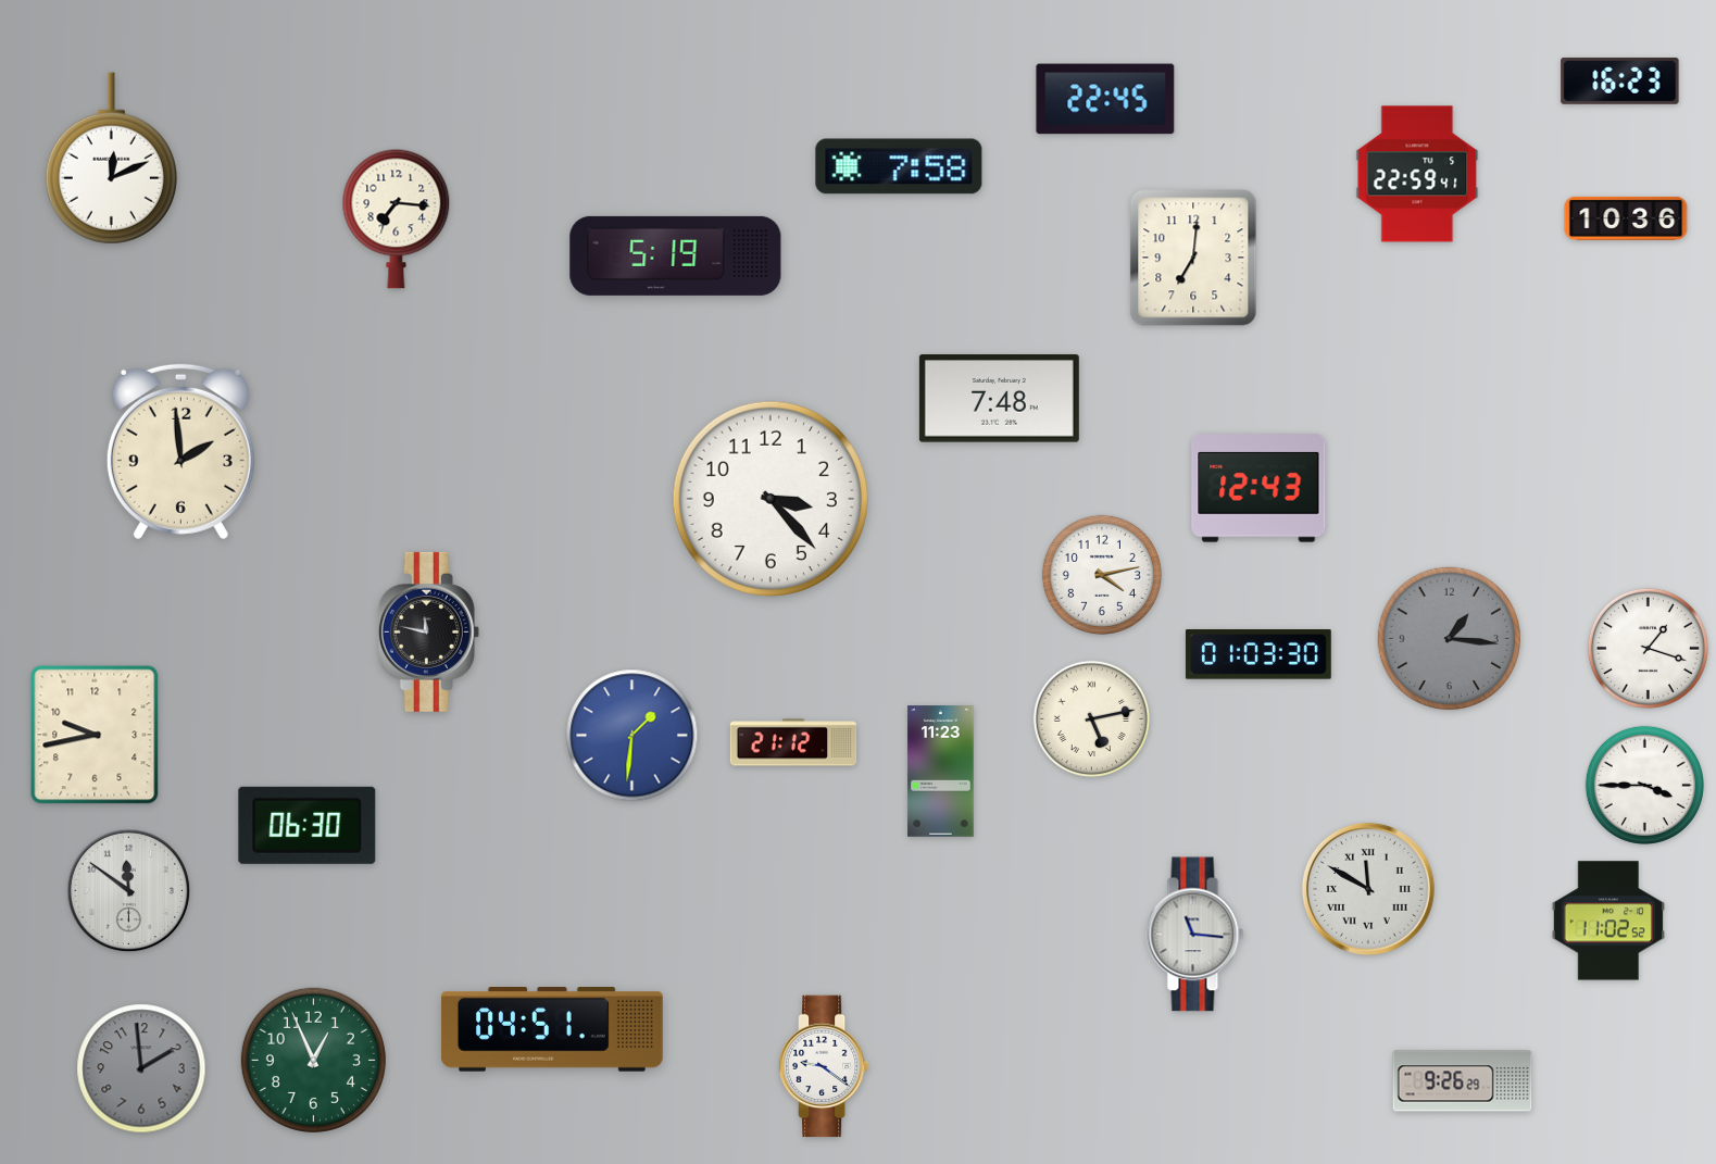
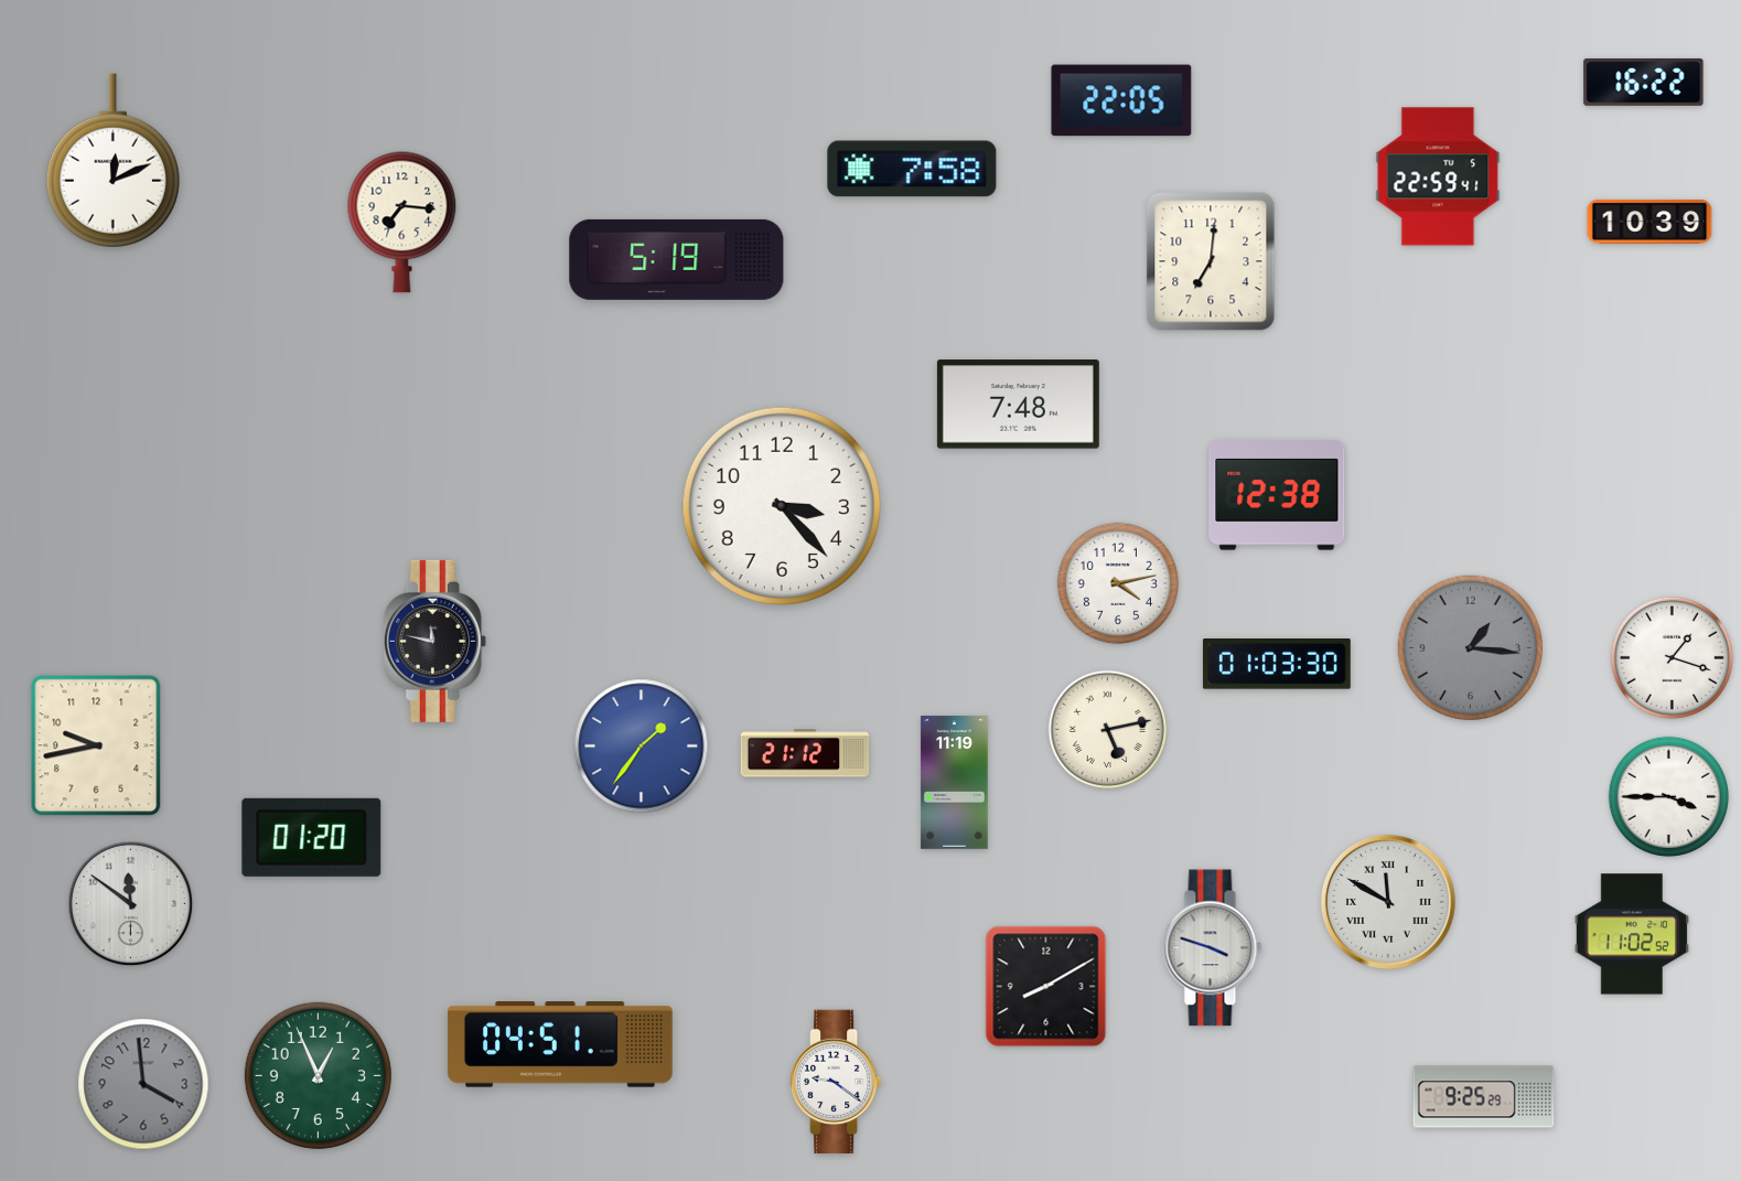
clock at (1620, 80): 16:23 -> 16:22
clock at (1105, 99): 22:45 -> 22:05
clock at (1626, 218): 10:36 -> 10:39
clock at (676, 255) position: (676, 255) -> (677, 259)
clock at (999, 399) position: (999, 399) -> (1018, 405)
clock at (180, 451): 1:59 -> none
clock at (1258, 488): 12:43 -> 12:38
clock at (632, 736): 1:31 -> 1:36
clock at (941, 772): 11:23 -> 11:19
clock at (308, 825): 06:30 -> 01:20
clock at (1195, 935): 11:16 -> 3:48
clock at (1046, 987): none -> 8:10
clock at (141, 1068): 1:59 -> 3:59
clock at (1463, 1081): 9:26 -> 9:25
